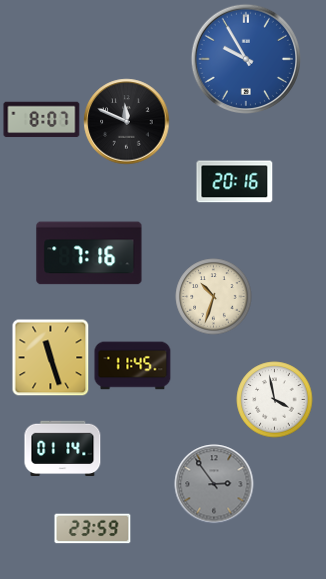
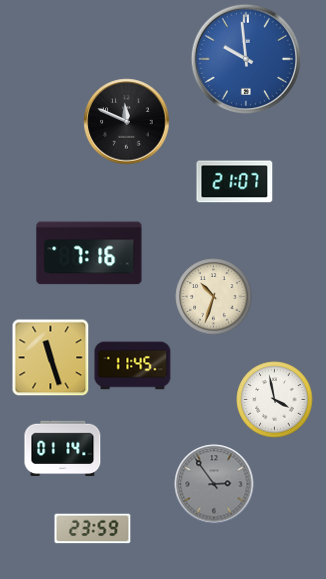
clock at (245, 58): 9:55 -> 9:59
clock at (42, 120): 8:07 -> none
clock at (235, 182): 20:16 -> 21:07
